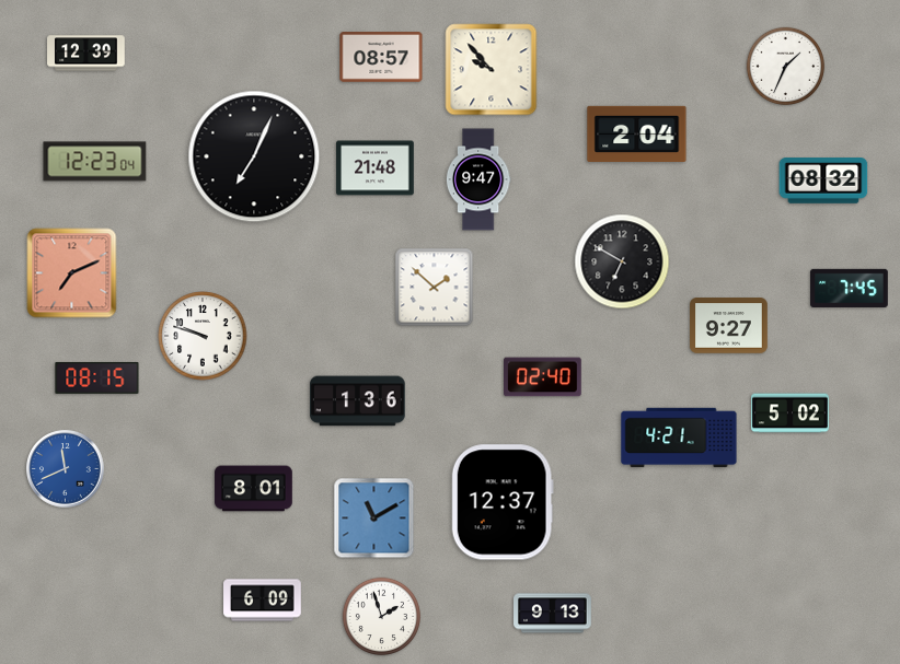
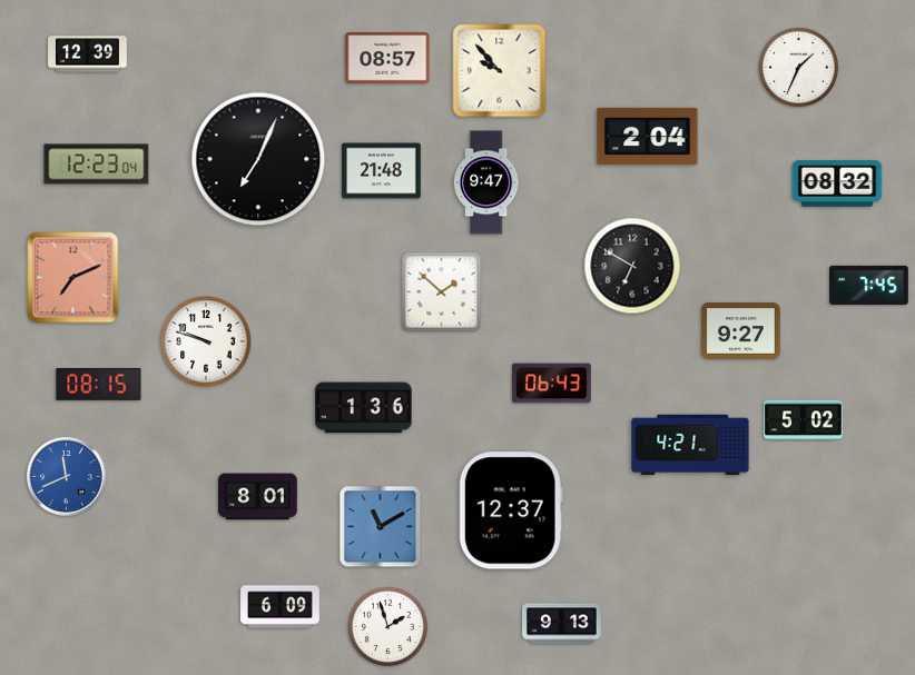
clock at (850, 289) position: (850, 289) -> (869, 286)
clock at (543, 377): 02:40 -> 06:43
clock at (263, 601) position: (263, 601) -> (281, 607)
